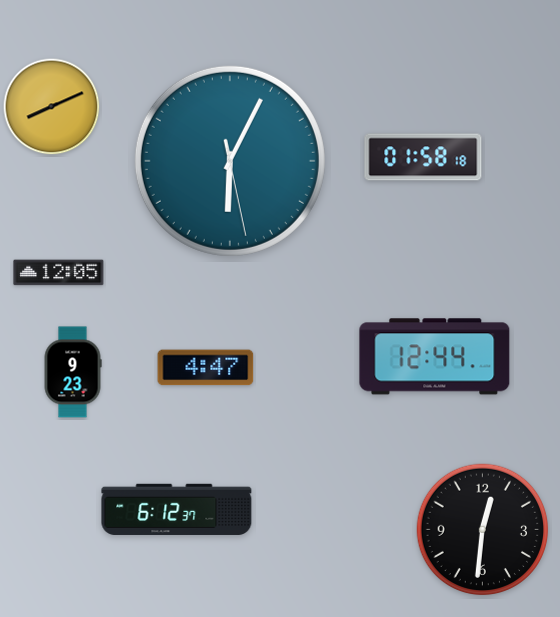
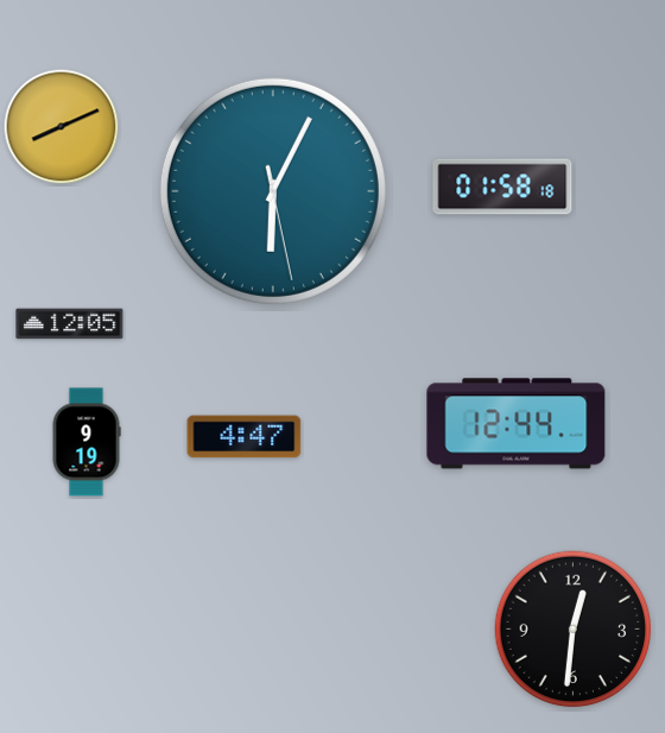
clock at (73, 372): 9:23 -> 9:19
clock at (177, 509): 6:12 -> none
